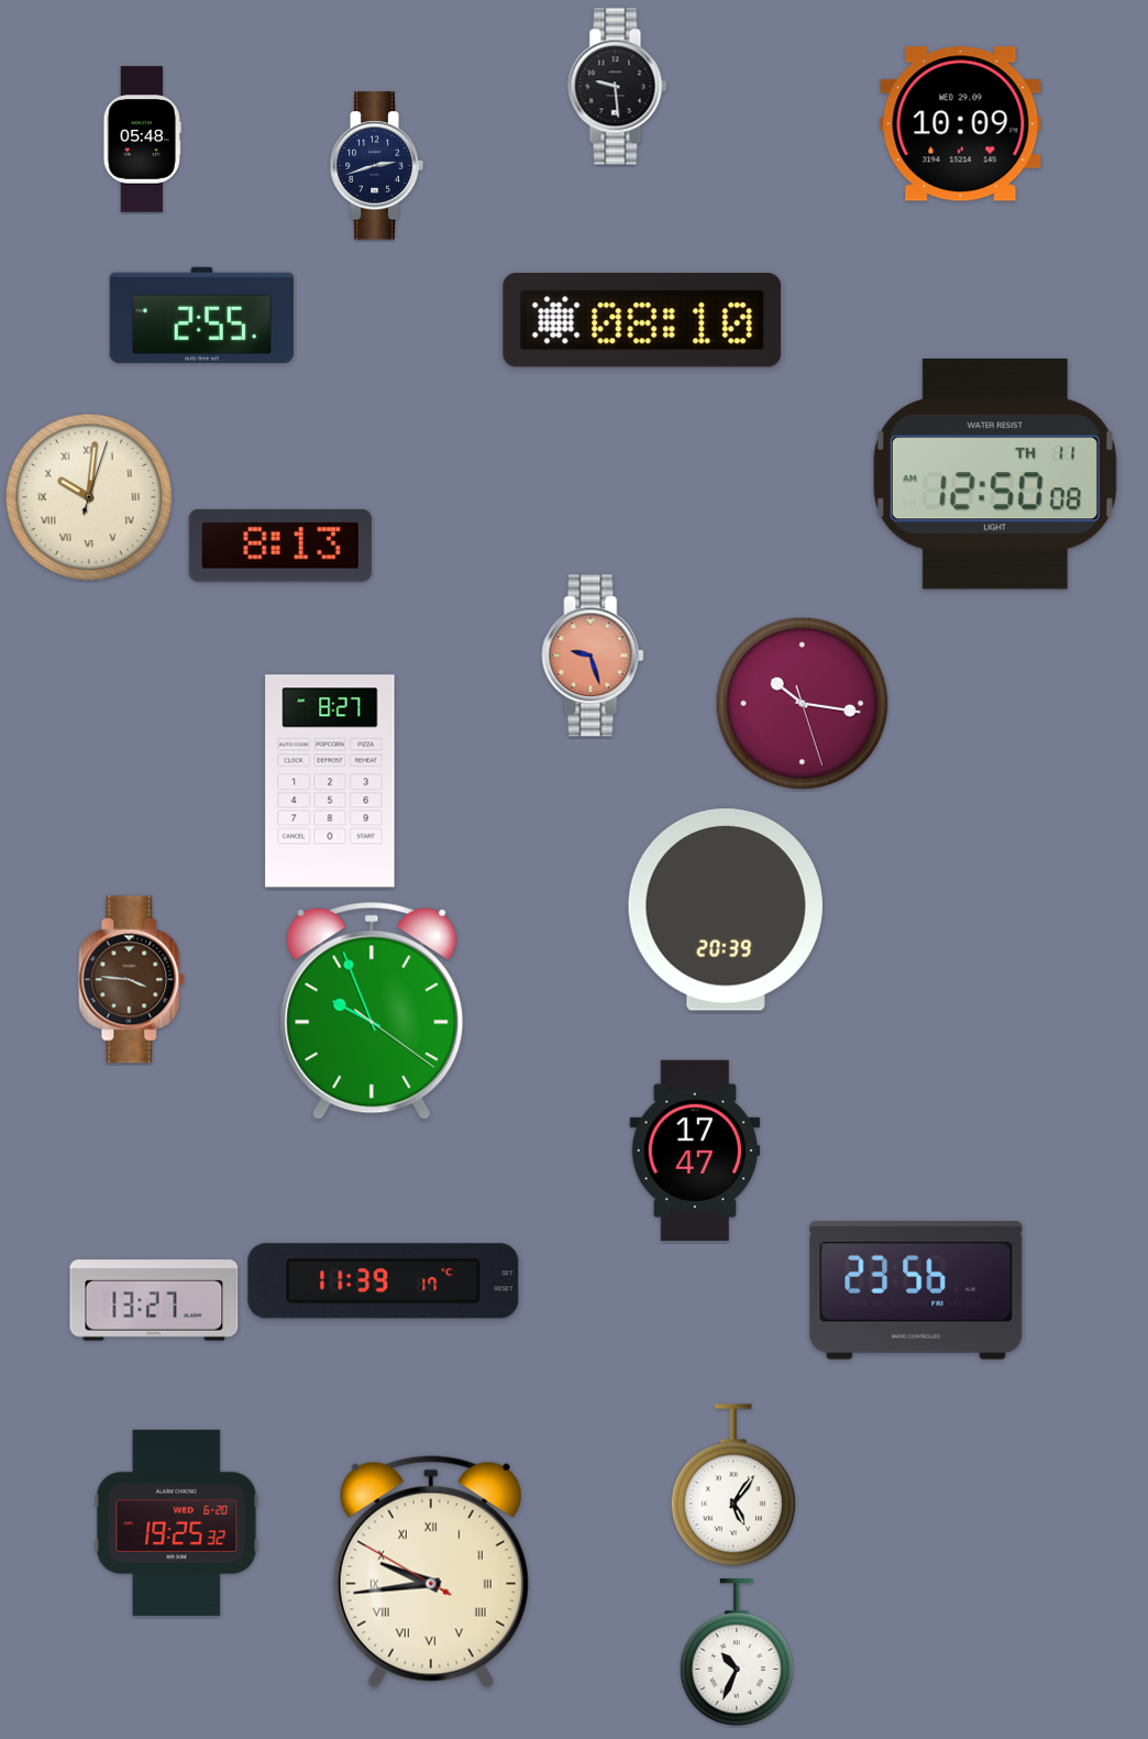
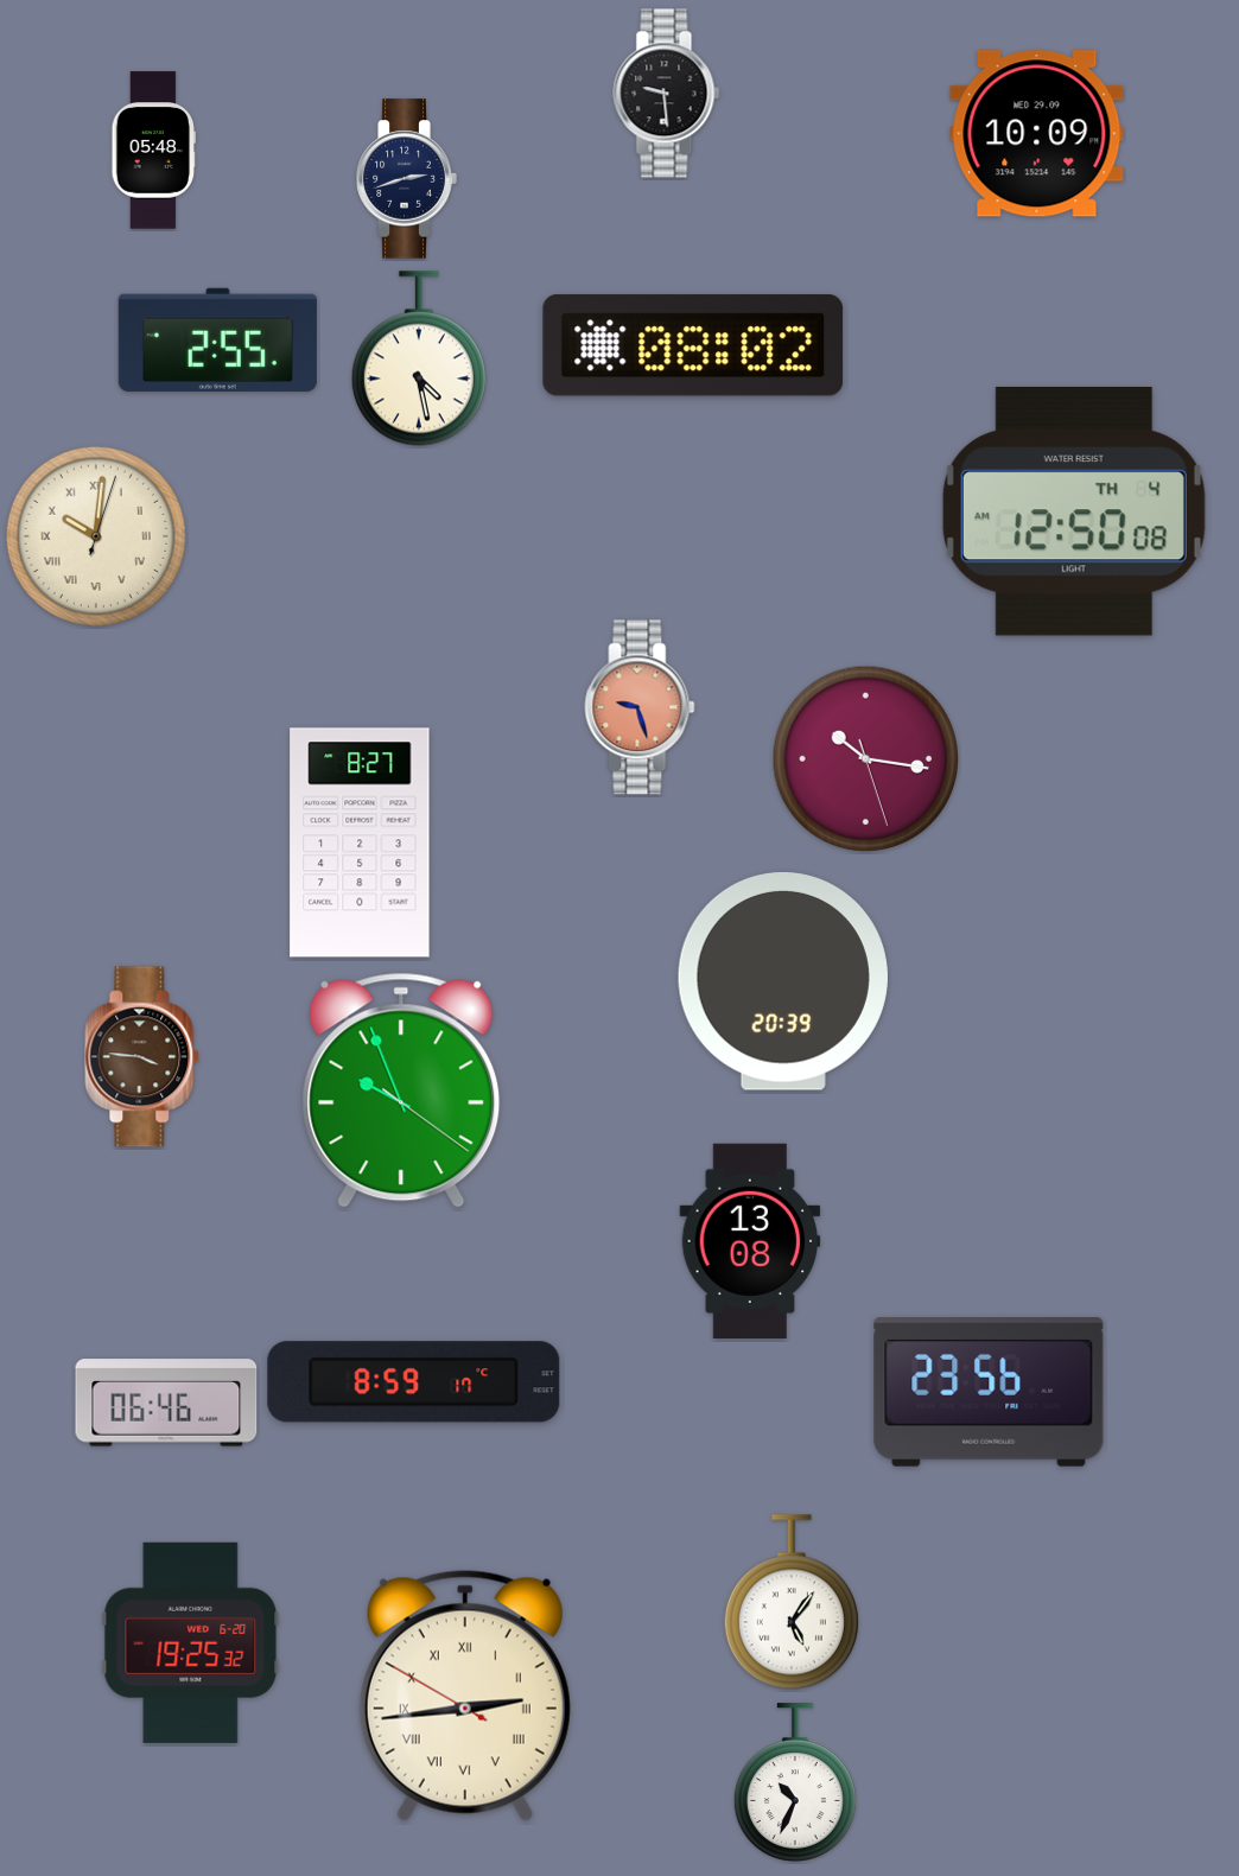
clock at (642, 320): 08:10 -> 08:02
clock at (419, 358): none -> 4:28
clock at (995, 474) date: TH 11 -> TH 4
clock at (280, 546): 8:13 -> none
clock at (330, 781) position: (330, 781) -> (360, 842)
clock at (695, 1149): 17:47 -> 13:08
clock at (384, 1281): 11:39 -> 8:59
clock at (154, 1300): 13:27 -> 06:46
clock at (431, 1572): 9:43 -> 2:43
